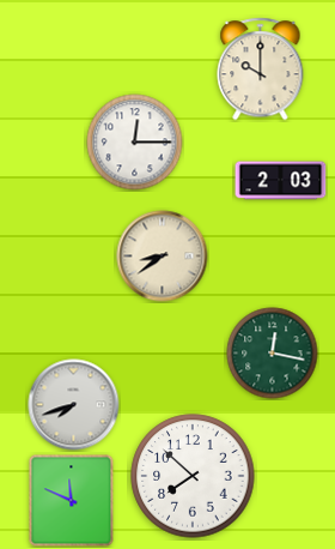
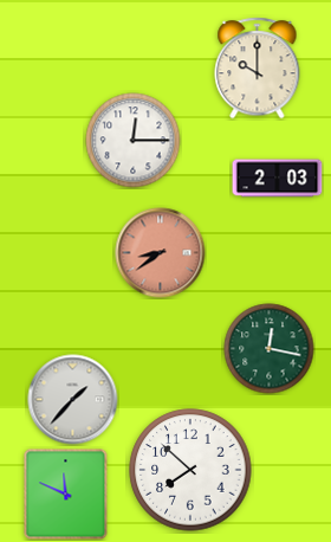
clock at (163, 257) dial: cream -> salmon
clock at (74, 405): 7:42 -> 1:37
clock at (72, 501) position: (72, 501) -> (66, 495)
